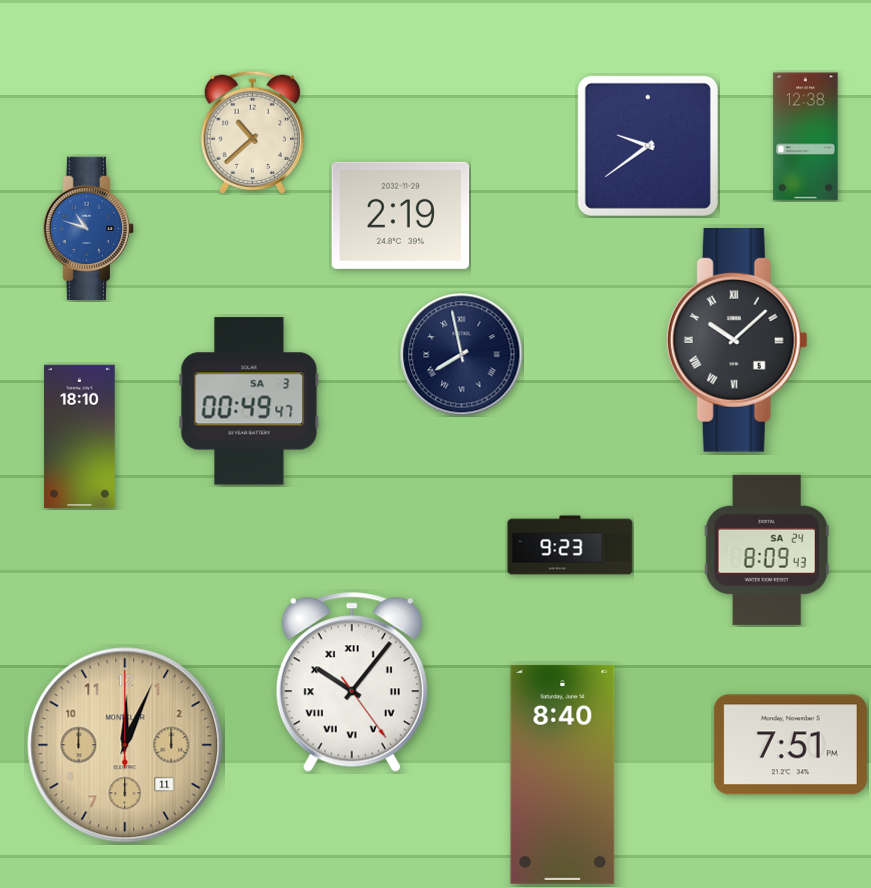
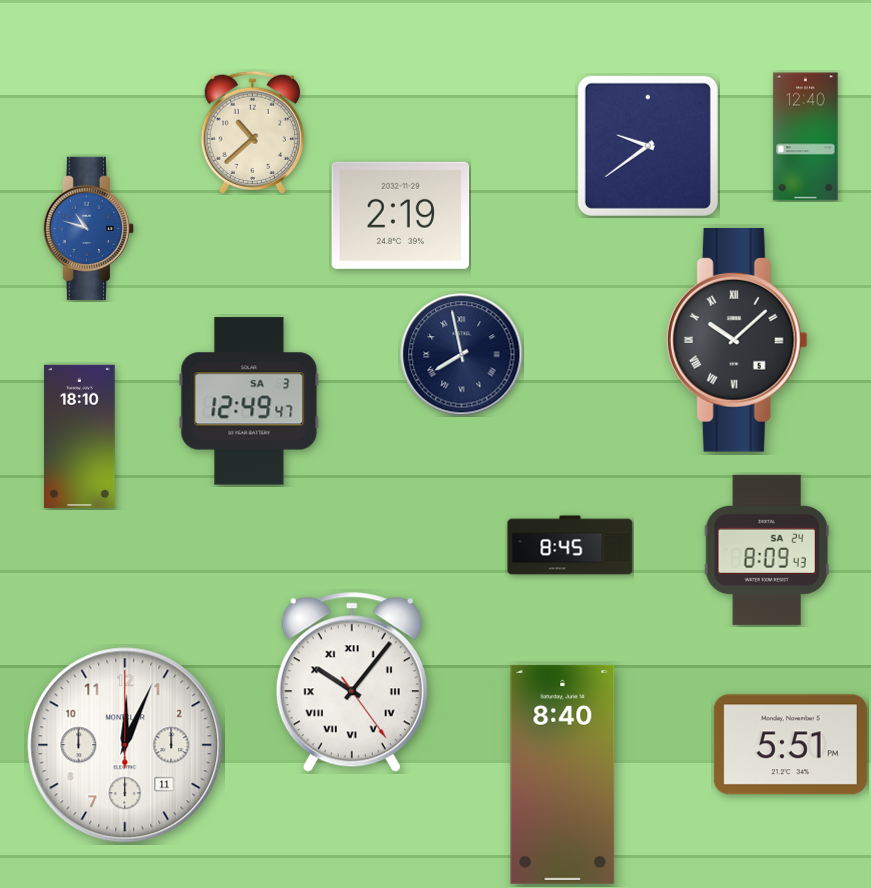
clock at (806, 137): 12:38 -> 12:40
clock at (249, 401): 00:49 -> 12:49
clock at (570, 545): 9:23 -> 8:45
clock at (125, 745) dial: champagne -> white
clock at (790, 745): 7:51 -> 5:51
